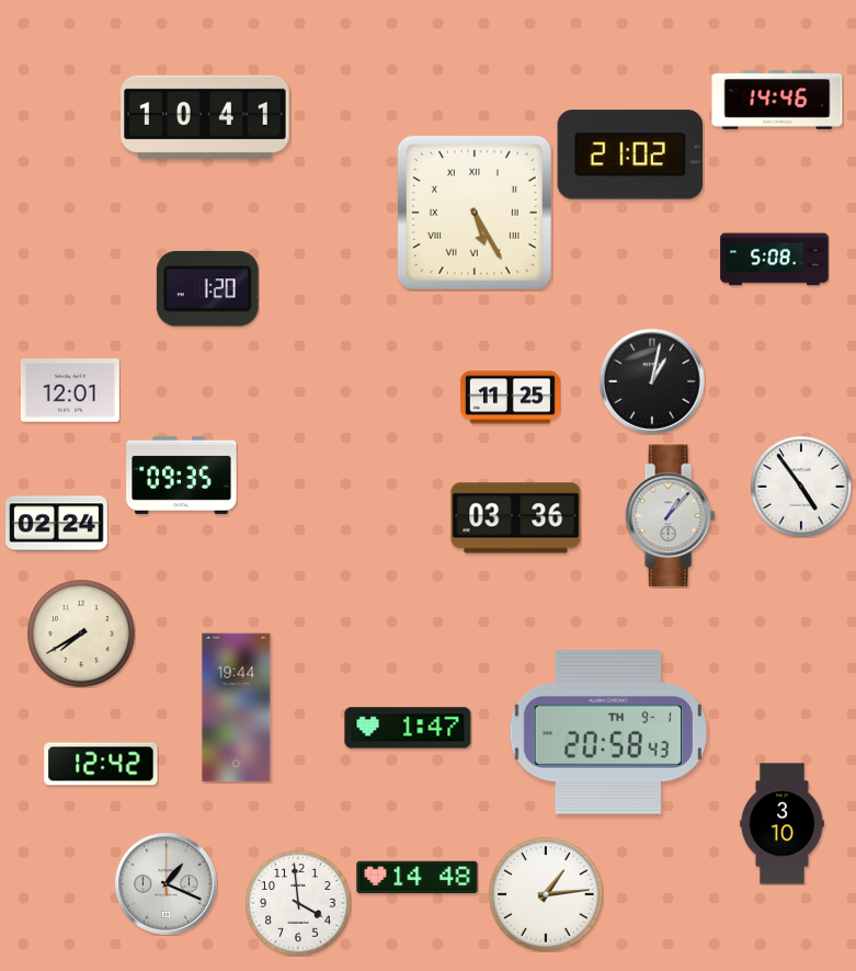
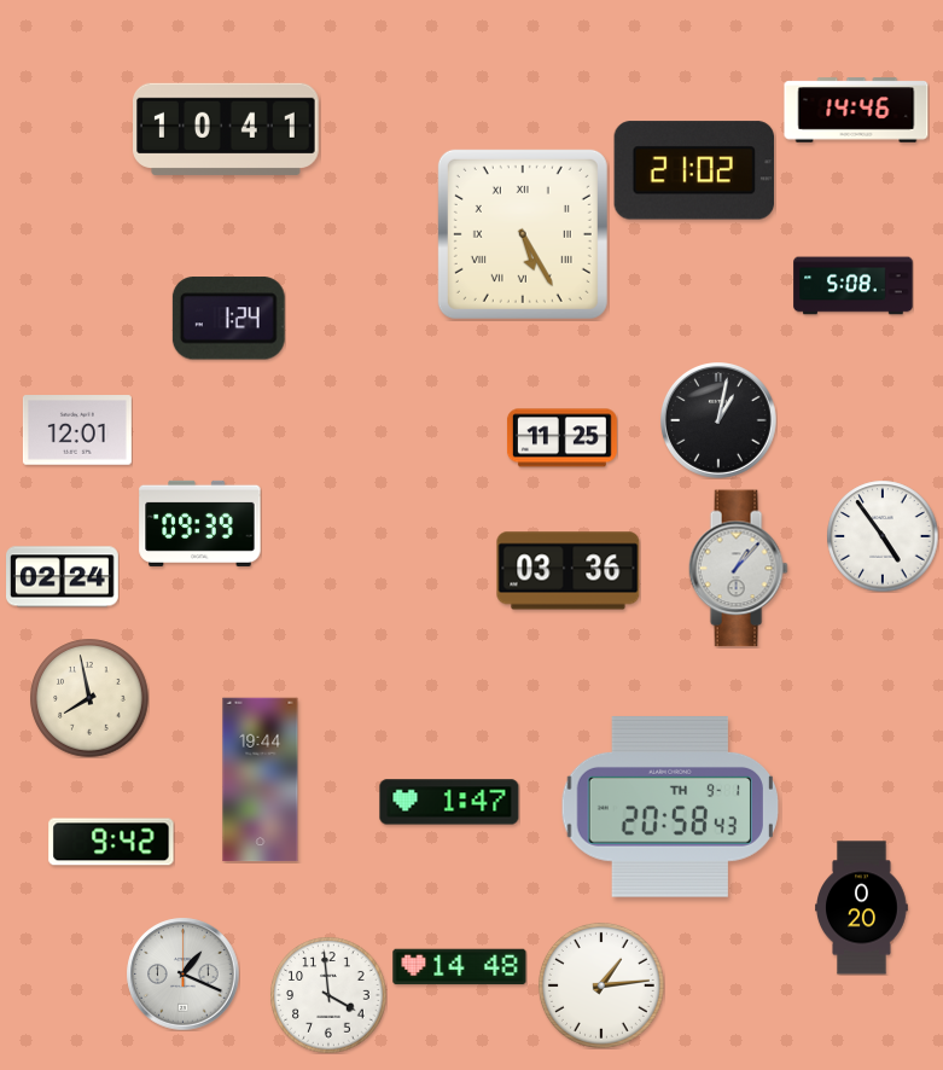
clock at (207, 289): 1:20 -> 1:24
clock at (182, 475): 09:35 -> 09:39
clock at (81, 633): 7:40 -> 7:58
clock at (101, 764): 12:42 -> 9:42
clock at (783, 824): 3:10 -> 0:20
